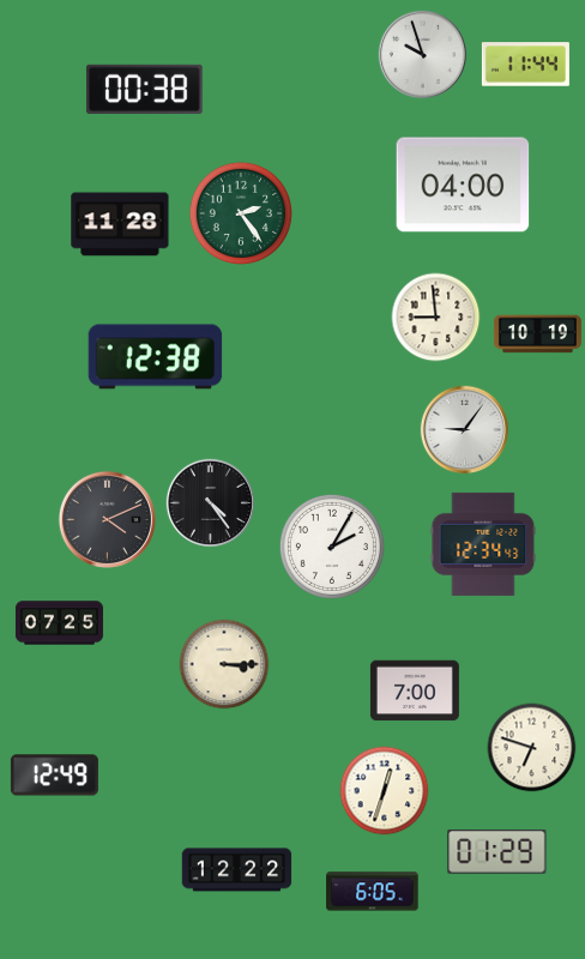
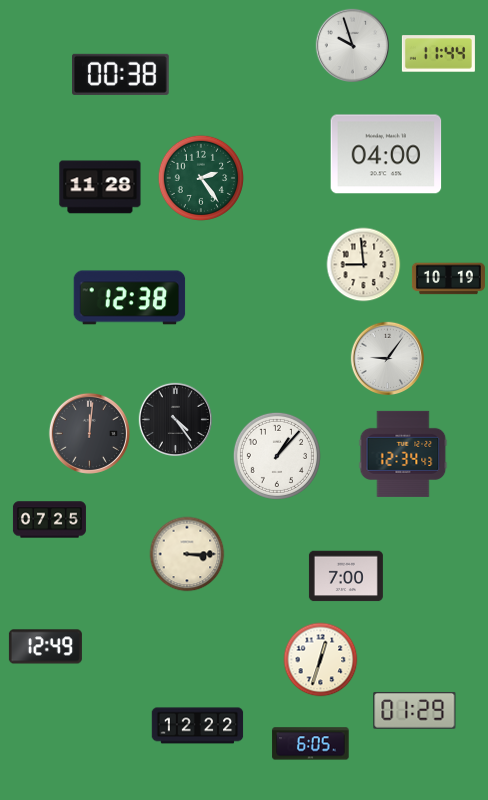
clock at (107, 519): 4:11 -> 12:01
clock at (332, 547): 2:05 -> 1:07
clock at (532, 748): 6:48 -> none
